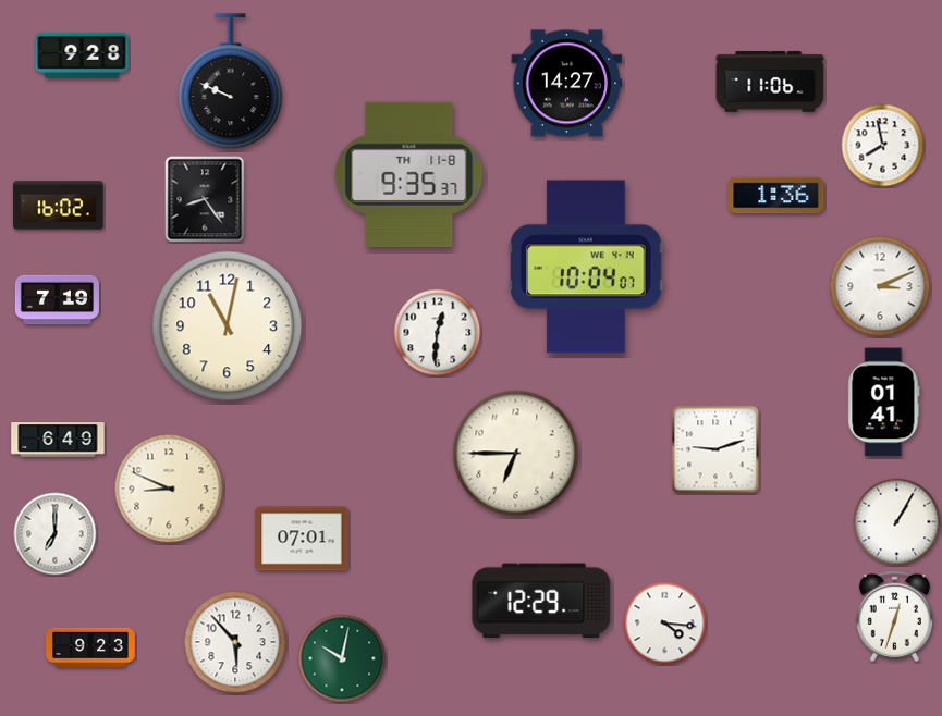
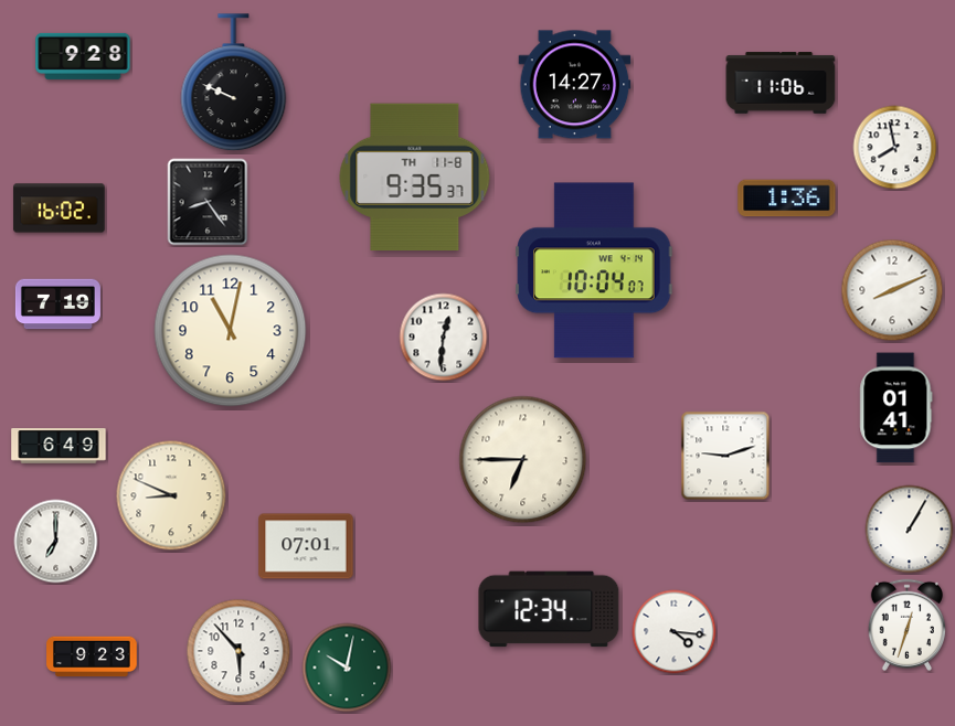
clock at (880, 286): 3:11 -> 8:11
clock at (541, 601): 12:29 -> 12:34
